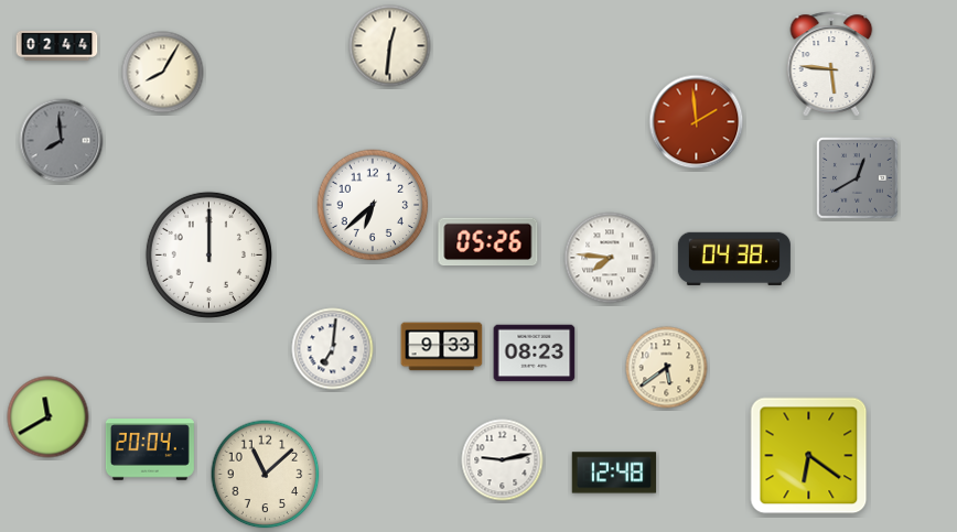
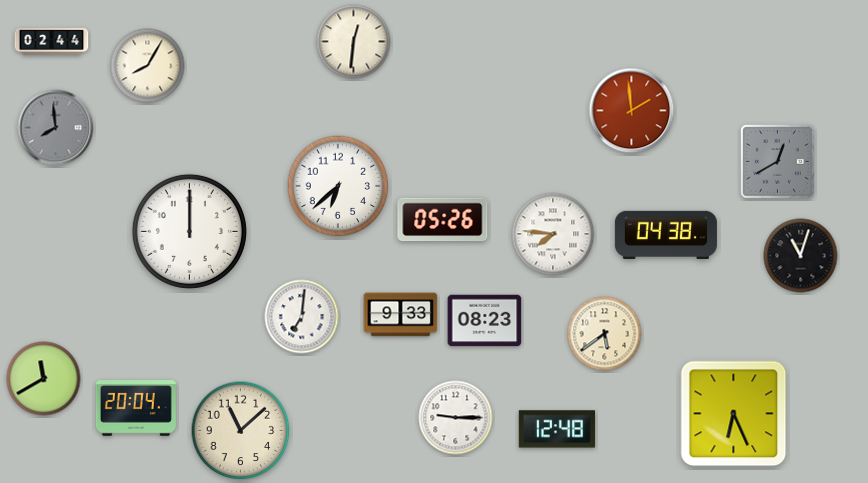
clock at (831, 64): 5:46 -> none
clock at (801, 256): none -> 11:03
clock at (809, 456): 6:21 -> 6:26
clock at (503, 460): 9:13 -> 9:15
